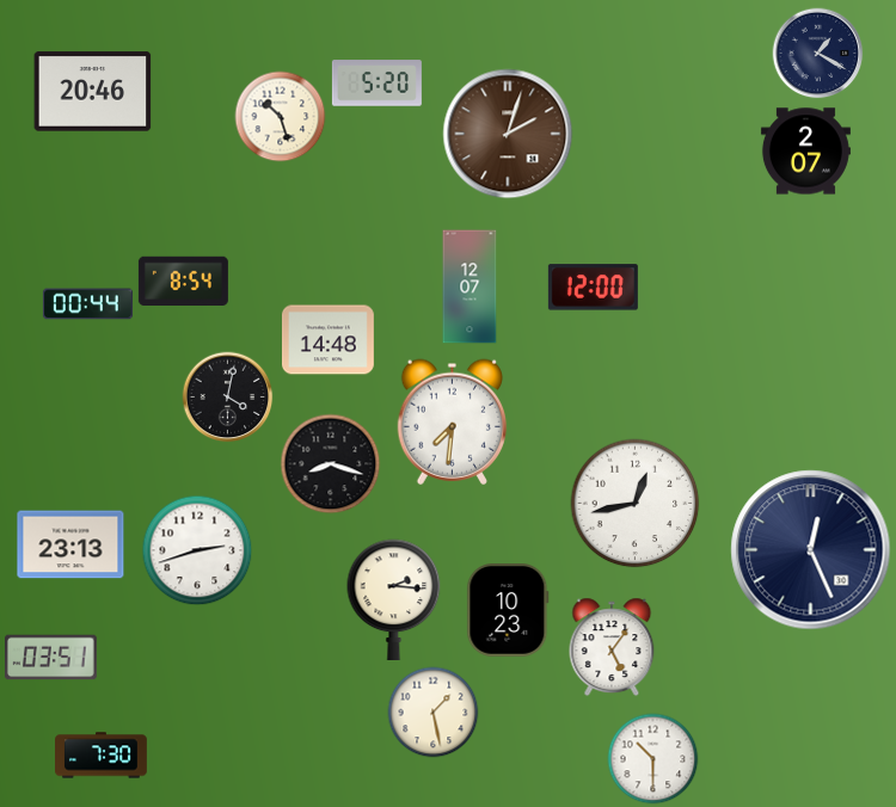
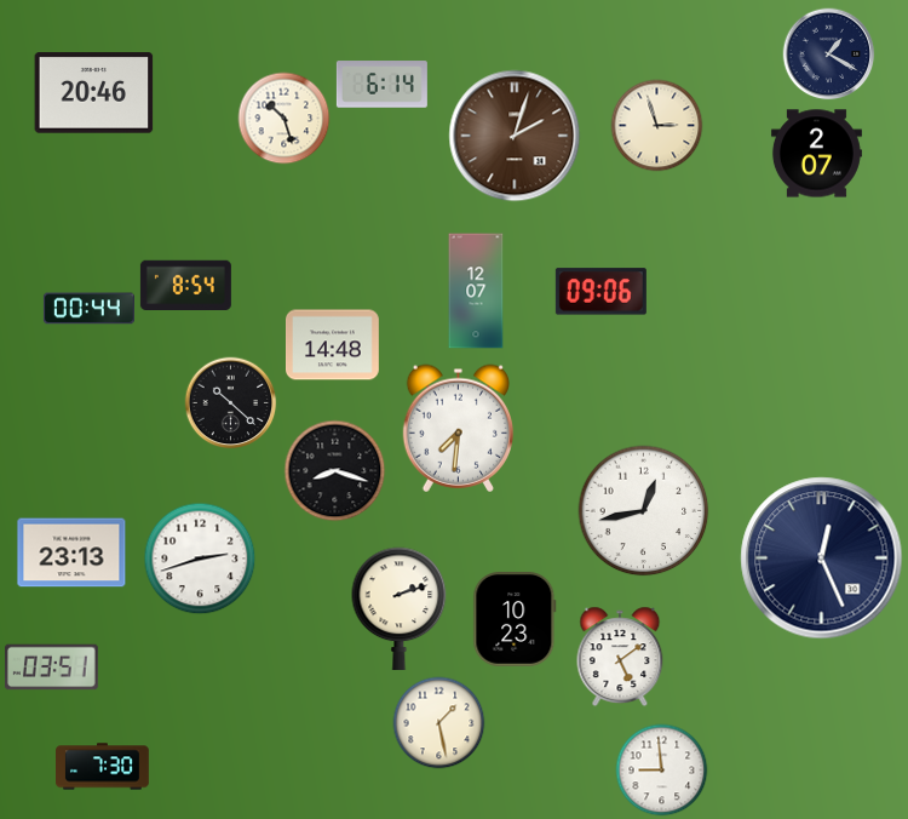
clock at (376, 84): 5:20 -> 6:14
clock at (657, 126): none -> 2:57
clock at (593, 288): 12:00 -> 09:06
clock at (228, 398): 4:02 -> 10:22
clock at (394, 599): 2:16 -> 2:12
clock at (612, 647): 5:06 -> 5:09
clock at (653, 759): 10:30 -> 8:59
